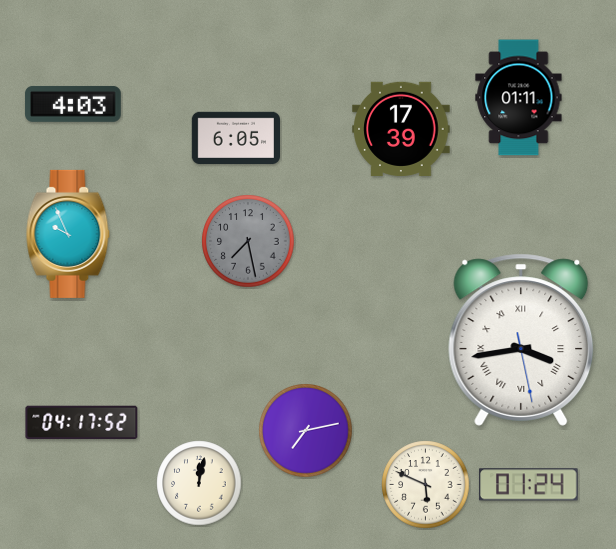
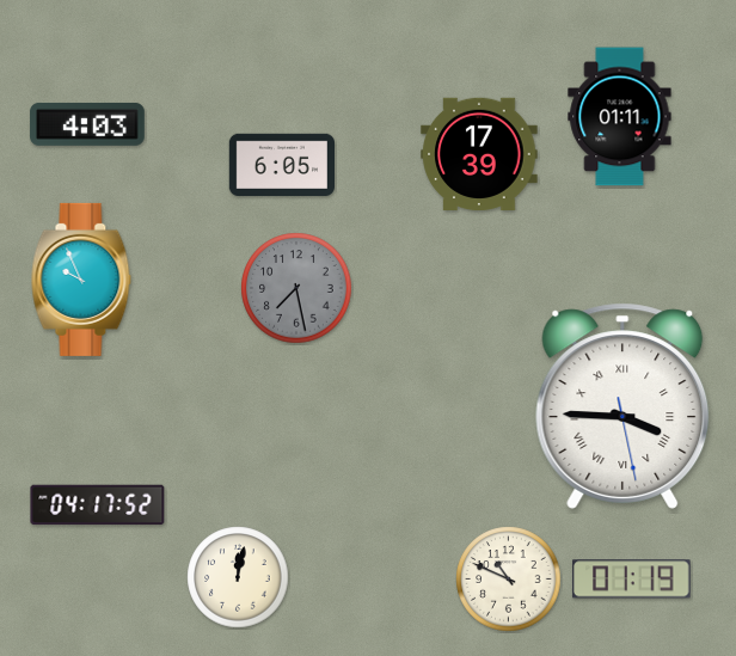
clock at (521, 340): 3:43 -> 3:45
clock at (306, 431): 7:13 -> none
clock at (426, 485): 5:49 -> 10:49
clock at (529, 485): 01:24 -> 01:19
